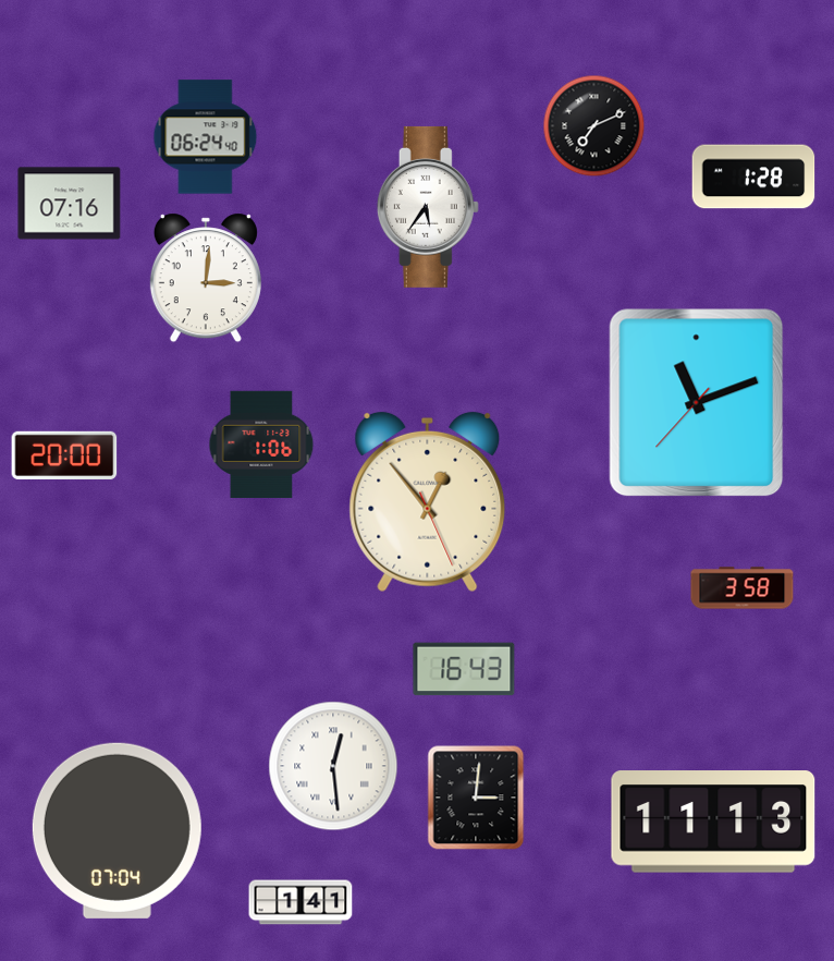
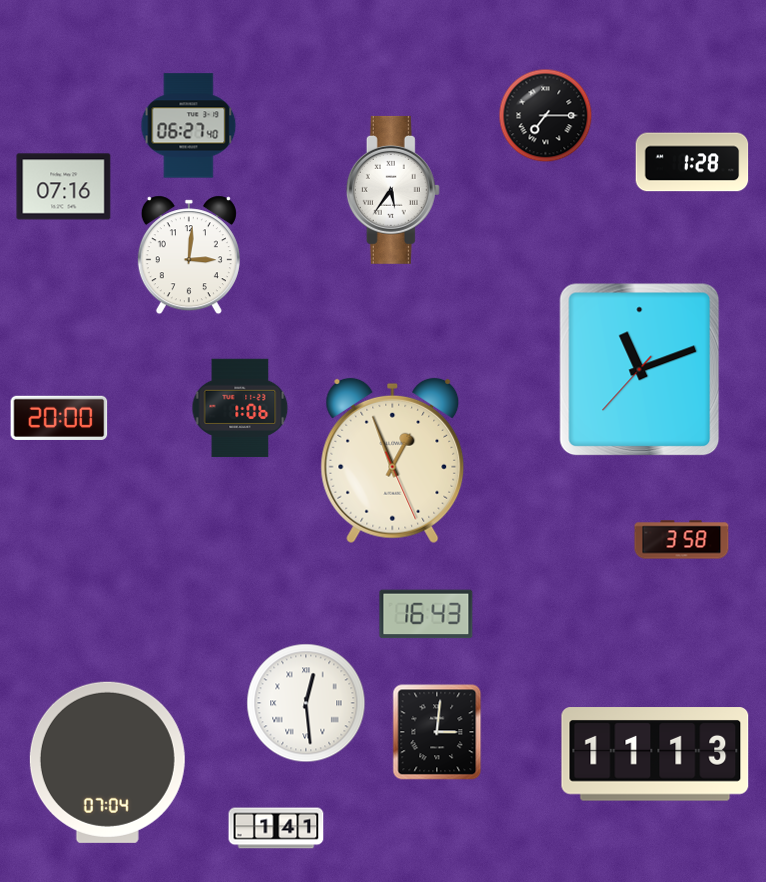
clock at (594, 126): 7:11 -> 7:15
clock at (206, 137): 06:24 -> 06:27
clock at (428, 502): 12:53 -> 12:56
